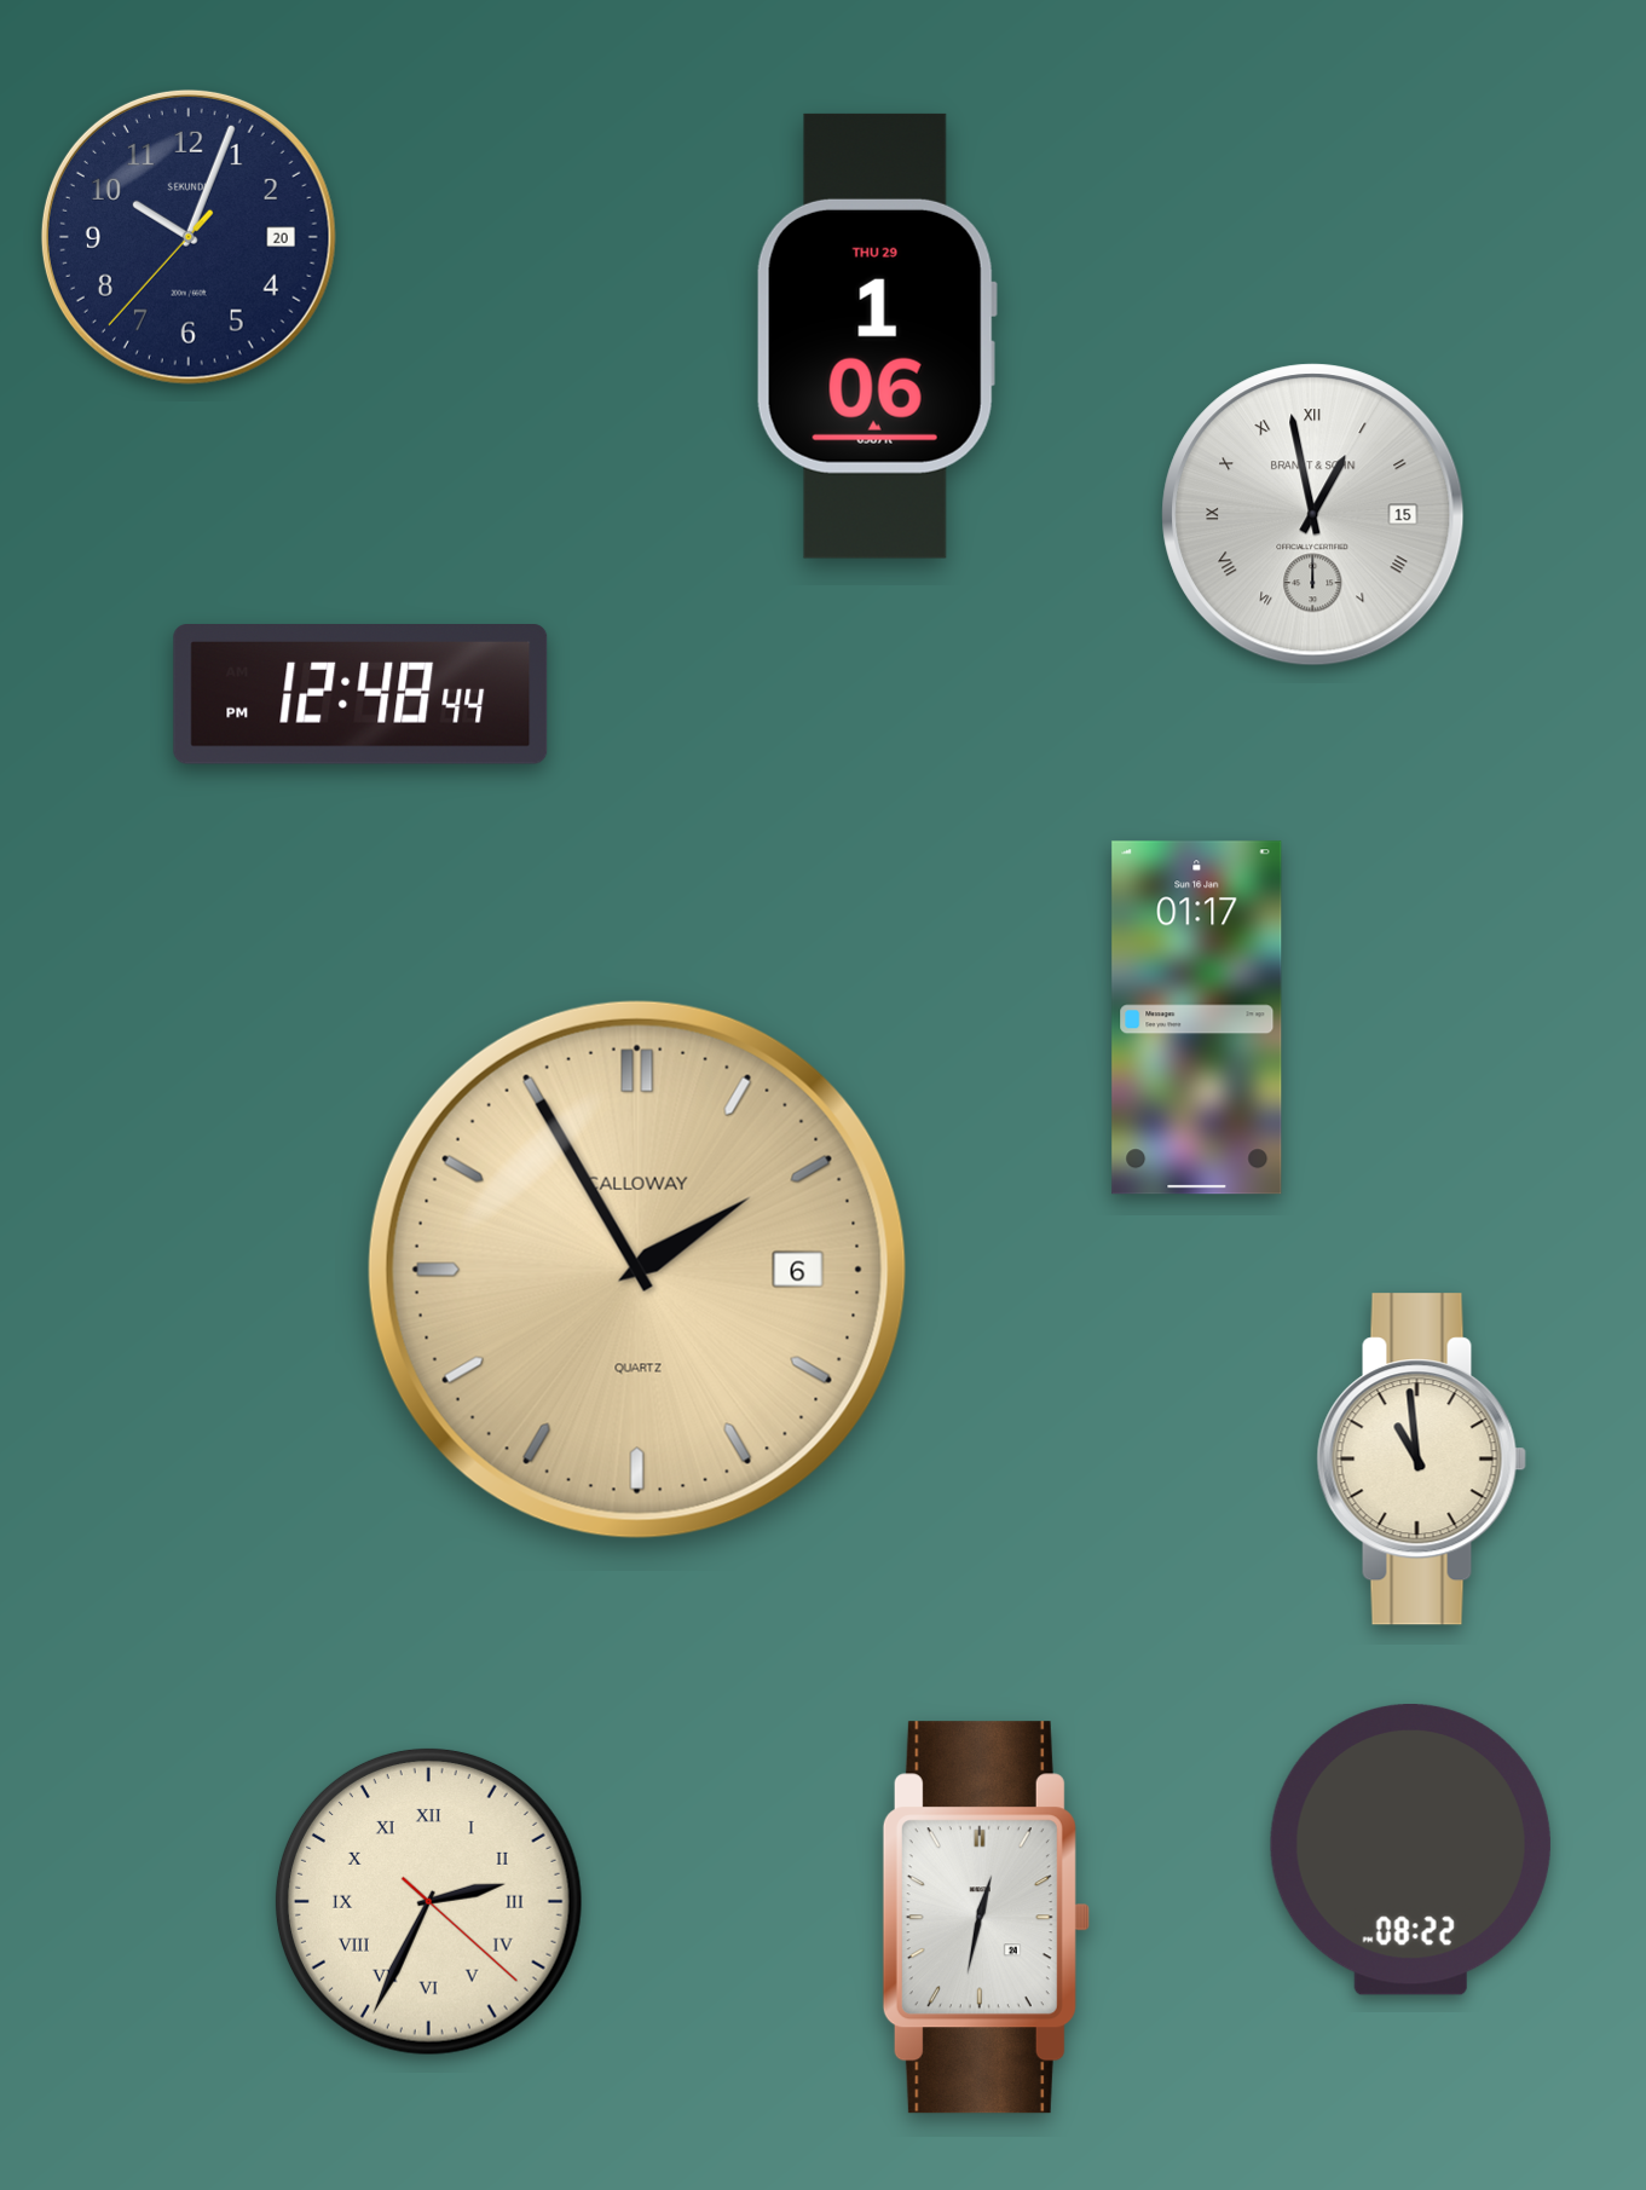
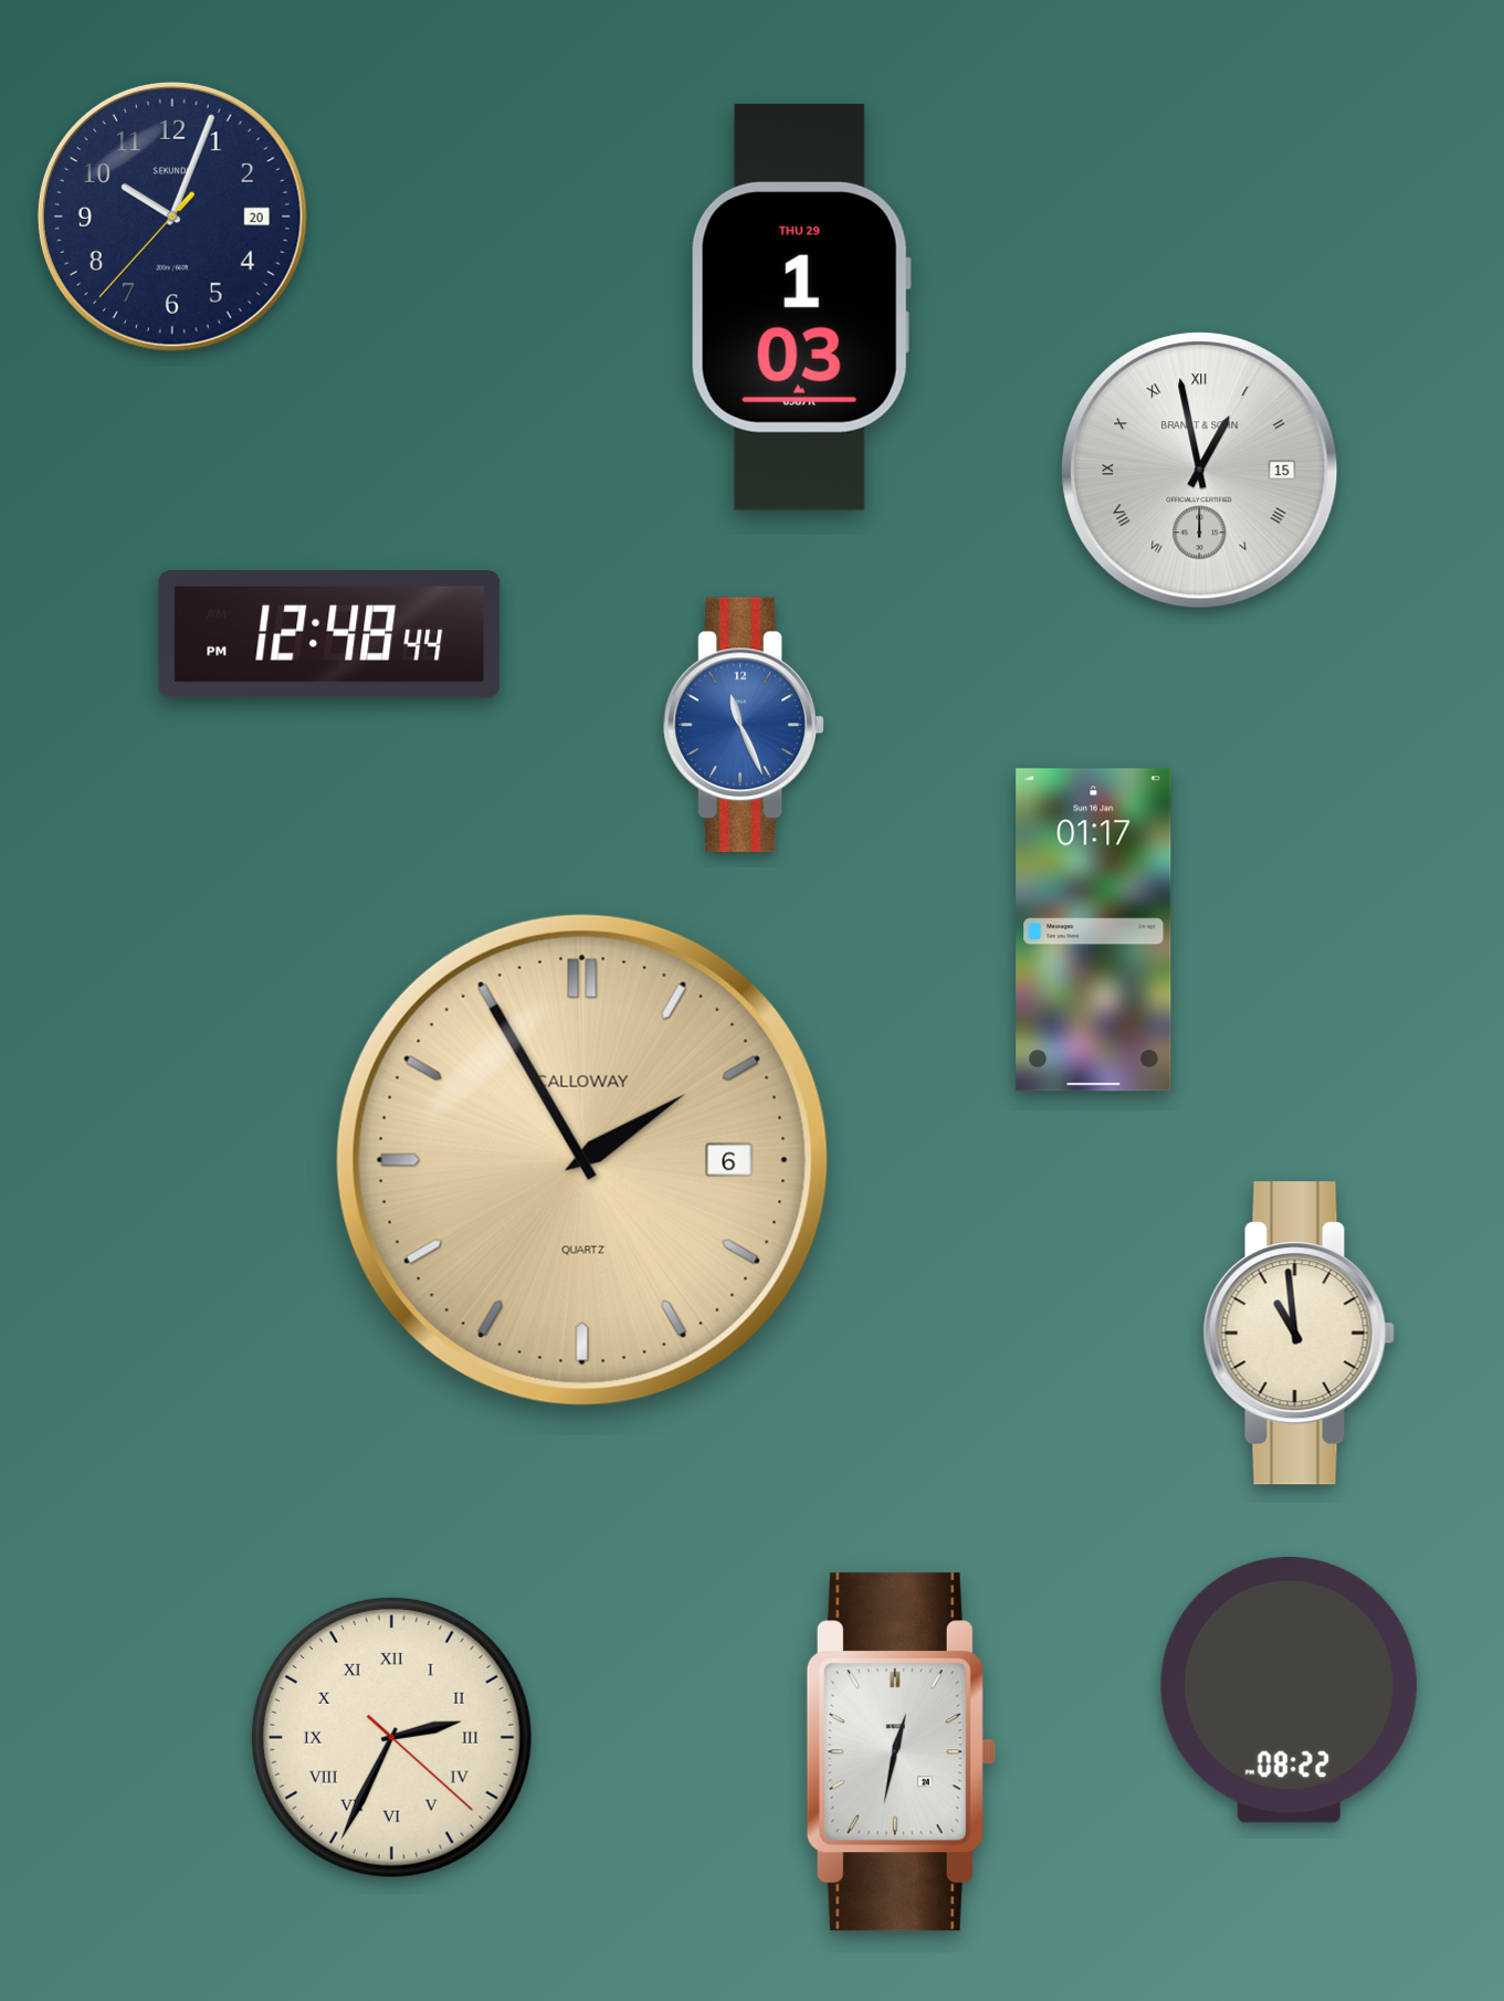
clock at (877, 336): 1:06 -> 1:03
clock at (744, 725): none -> 11:26
